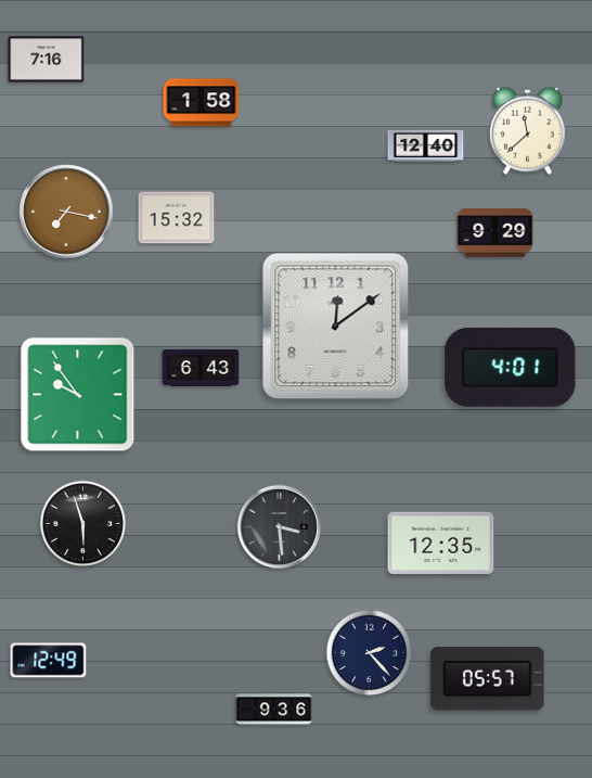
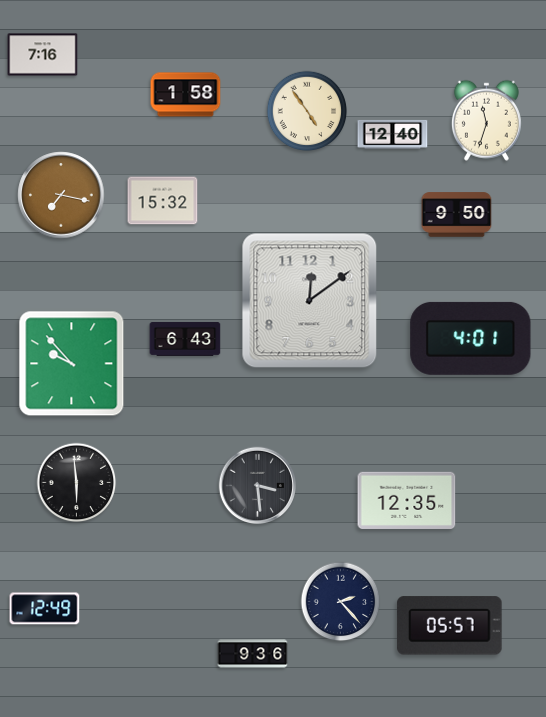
clock at (307, 111): none -> 4:54
clock at (527, 130): 11:38 -> 11:33
clock at (496, 233): 9:29 -> 9:50
clock at (78, 395): 9:54 -> 9:53
clock at (83, 524): 5:57 -> 5:59
